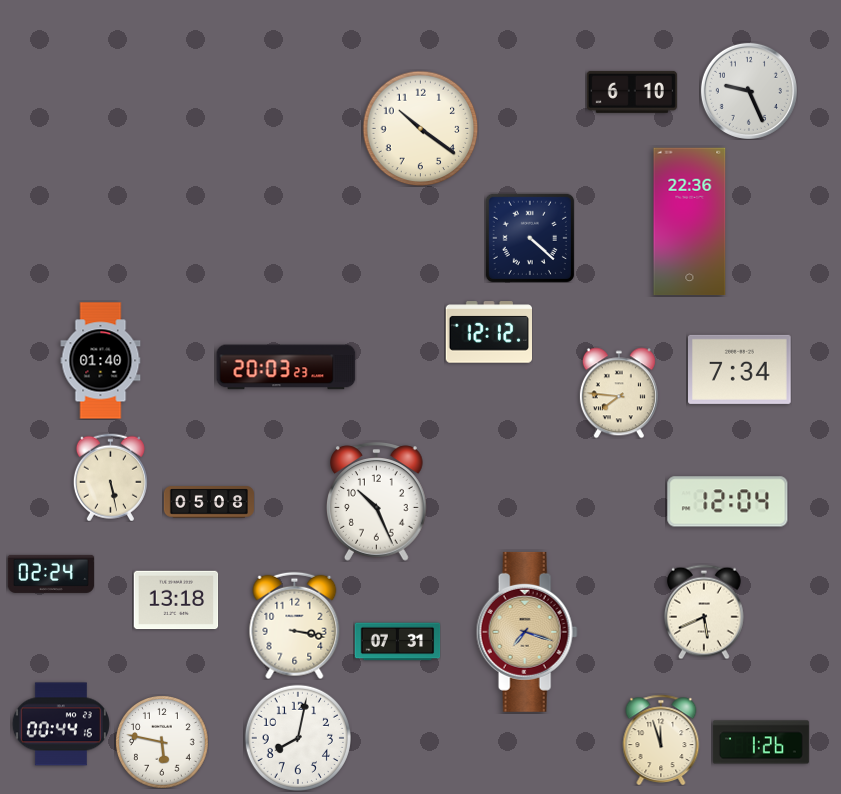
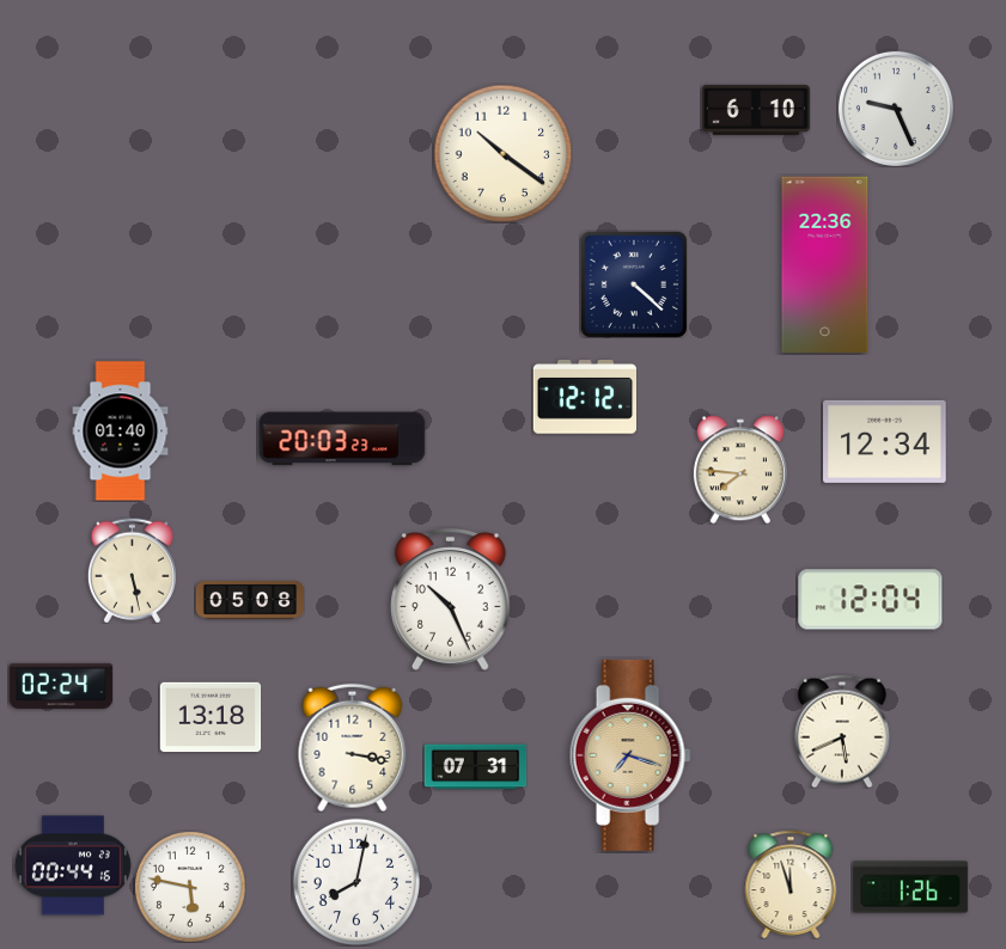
clock at (740, 369): 7:34 -> 12:34
clock at (162, 742) position: (162, 742) -> (190, 887)
